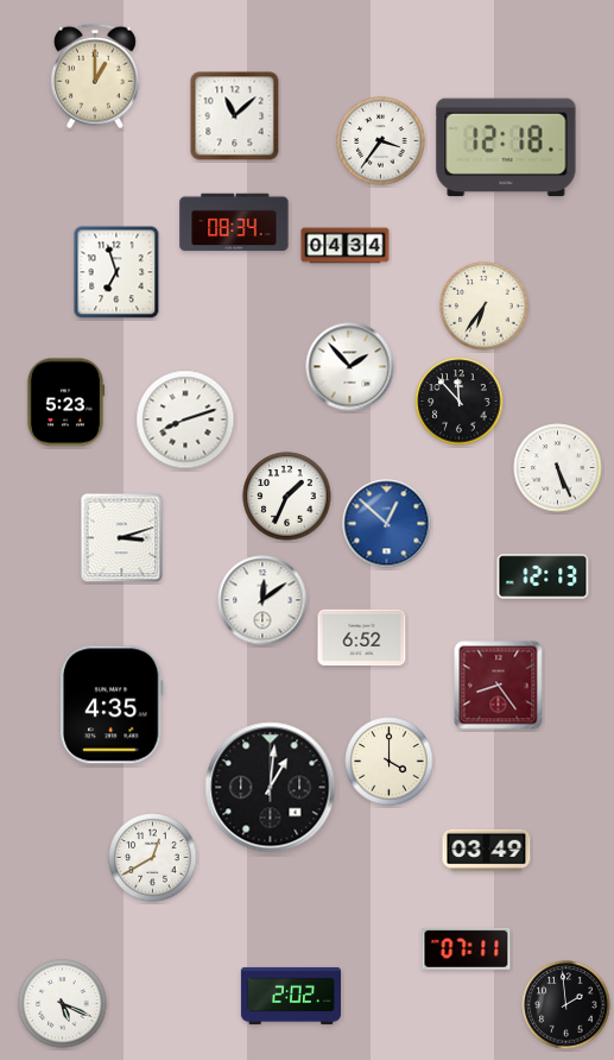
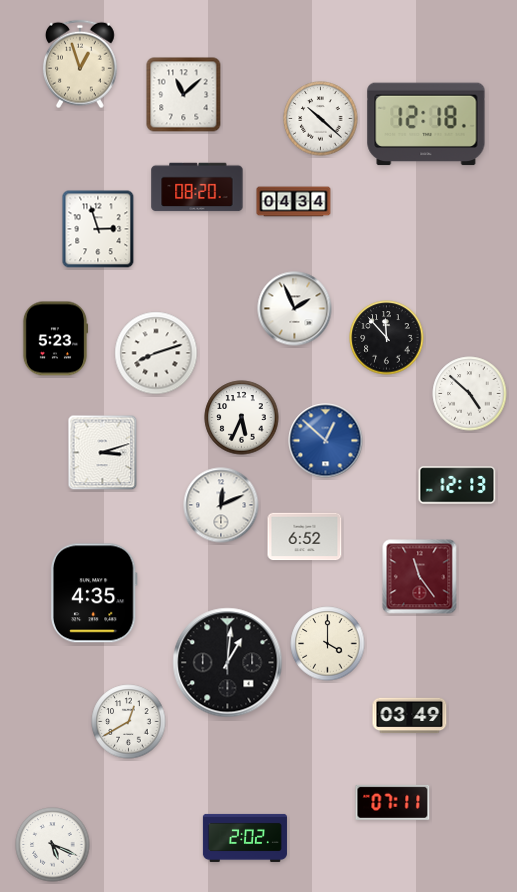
clock at (95, 76): 1:00 -> 12:57
clock at (235, 116) position: (235, 116) -> (184, 95)
clock at (381, 141): 3:36 -> 10:22
clock at (234, 222): 08:34 -> 08:20
clock at (346, 246) position: (346, 246) -> (294, 202)
clock at (116, 272): 6:57 -> 2:57
clock at (485, 307): 6:36 -> none
clock at (350, 367): 1:53 -> 1:56
clock at (558, 468): 5:26 -> 4:52
clock at (287, 497): 1:34 -> 5:34
clock at (262, 600): 12:09 -> 12:11
clock at (499, 686): 8:24 -> 11:24
clock at (390, 762) position: (390, 762) -> (328, 644)
clock at (467, 948) position: (467, 948) -> (393, 802)
clock at (566, 1005): 1:59 -> none
